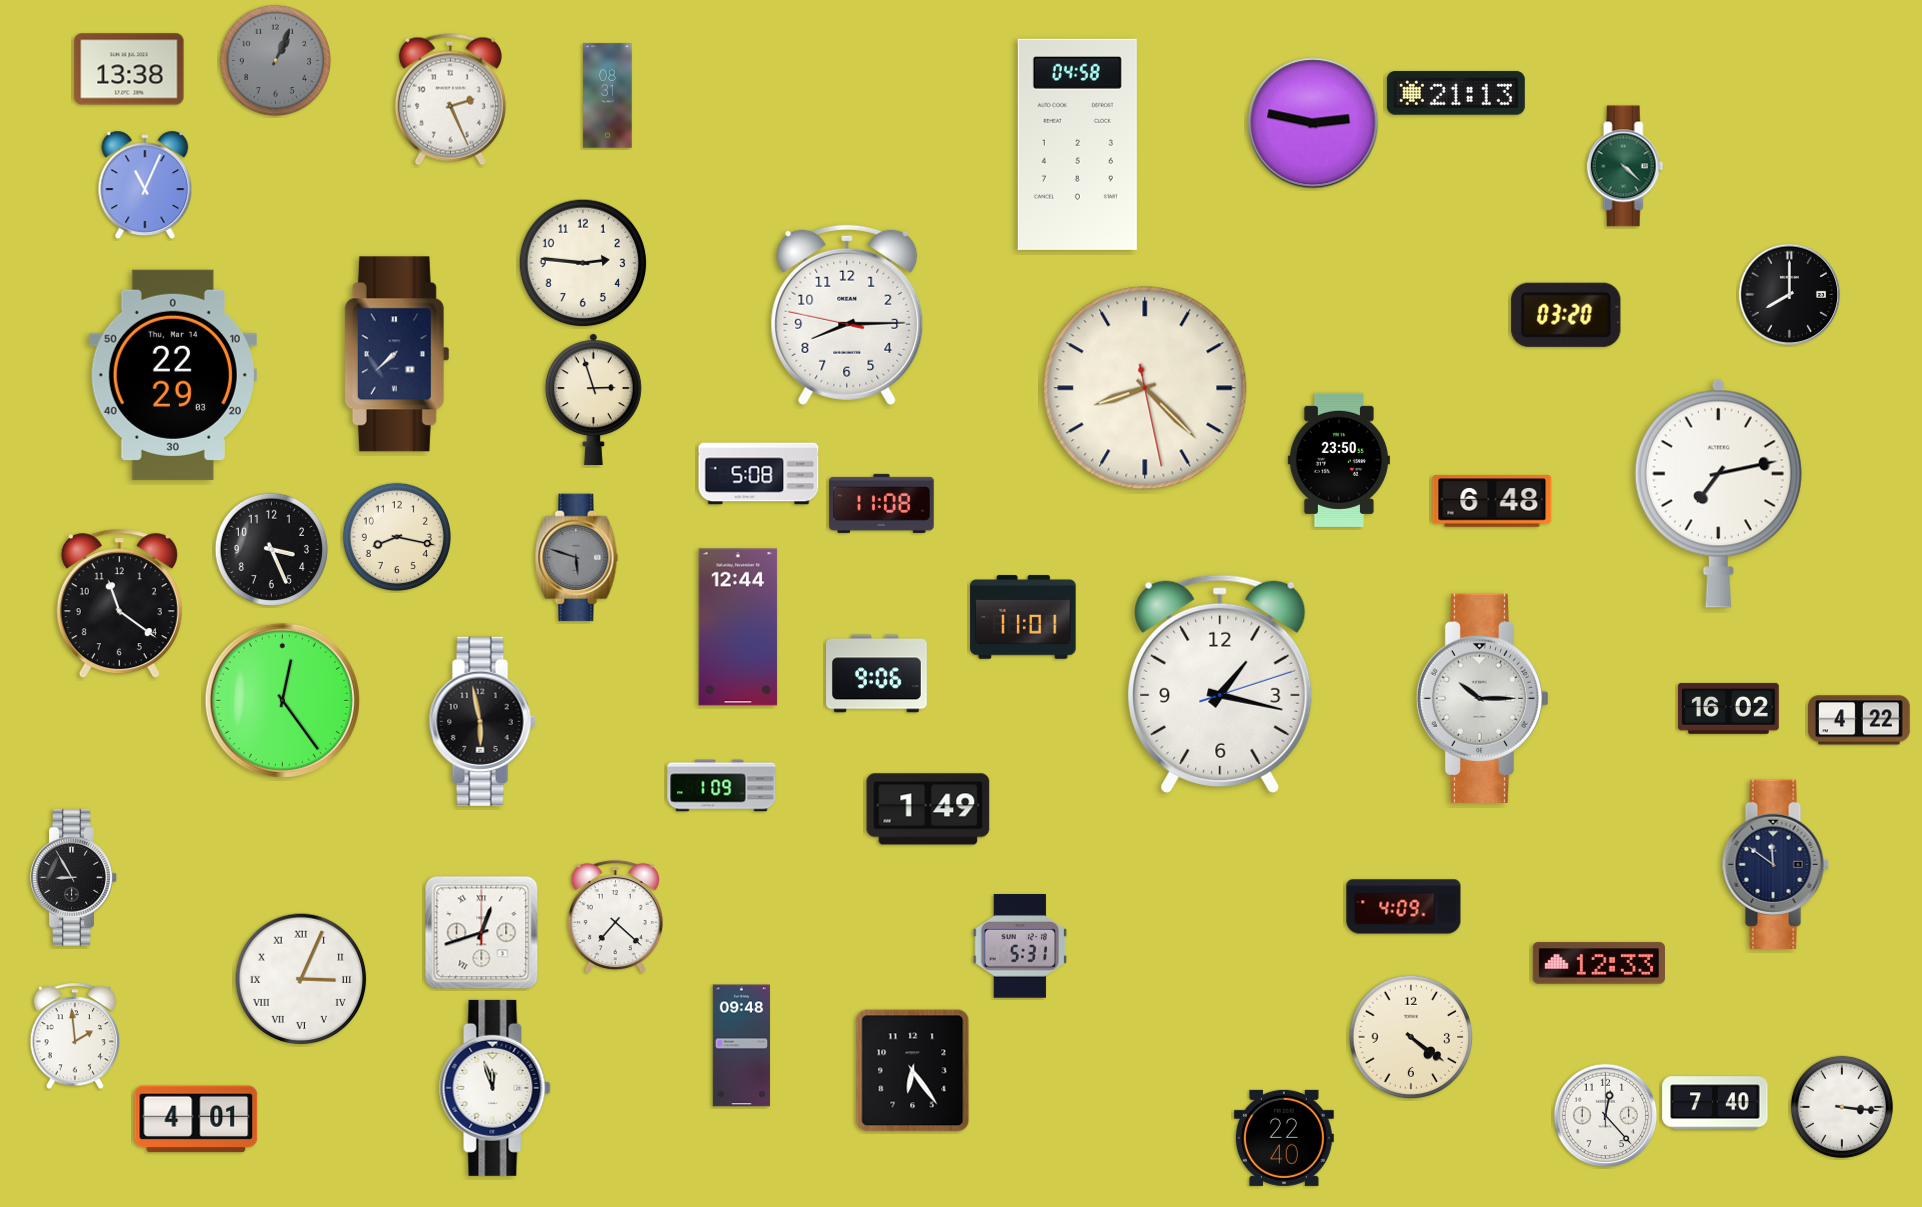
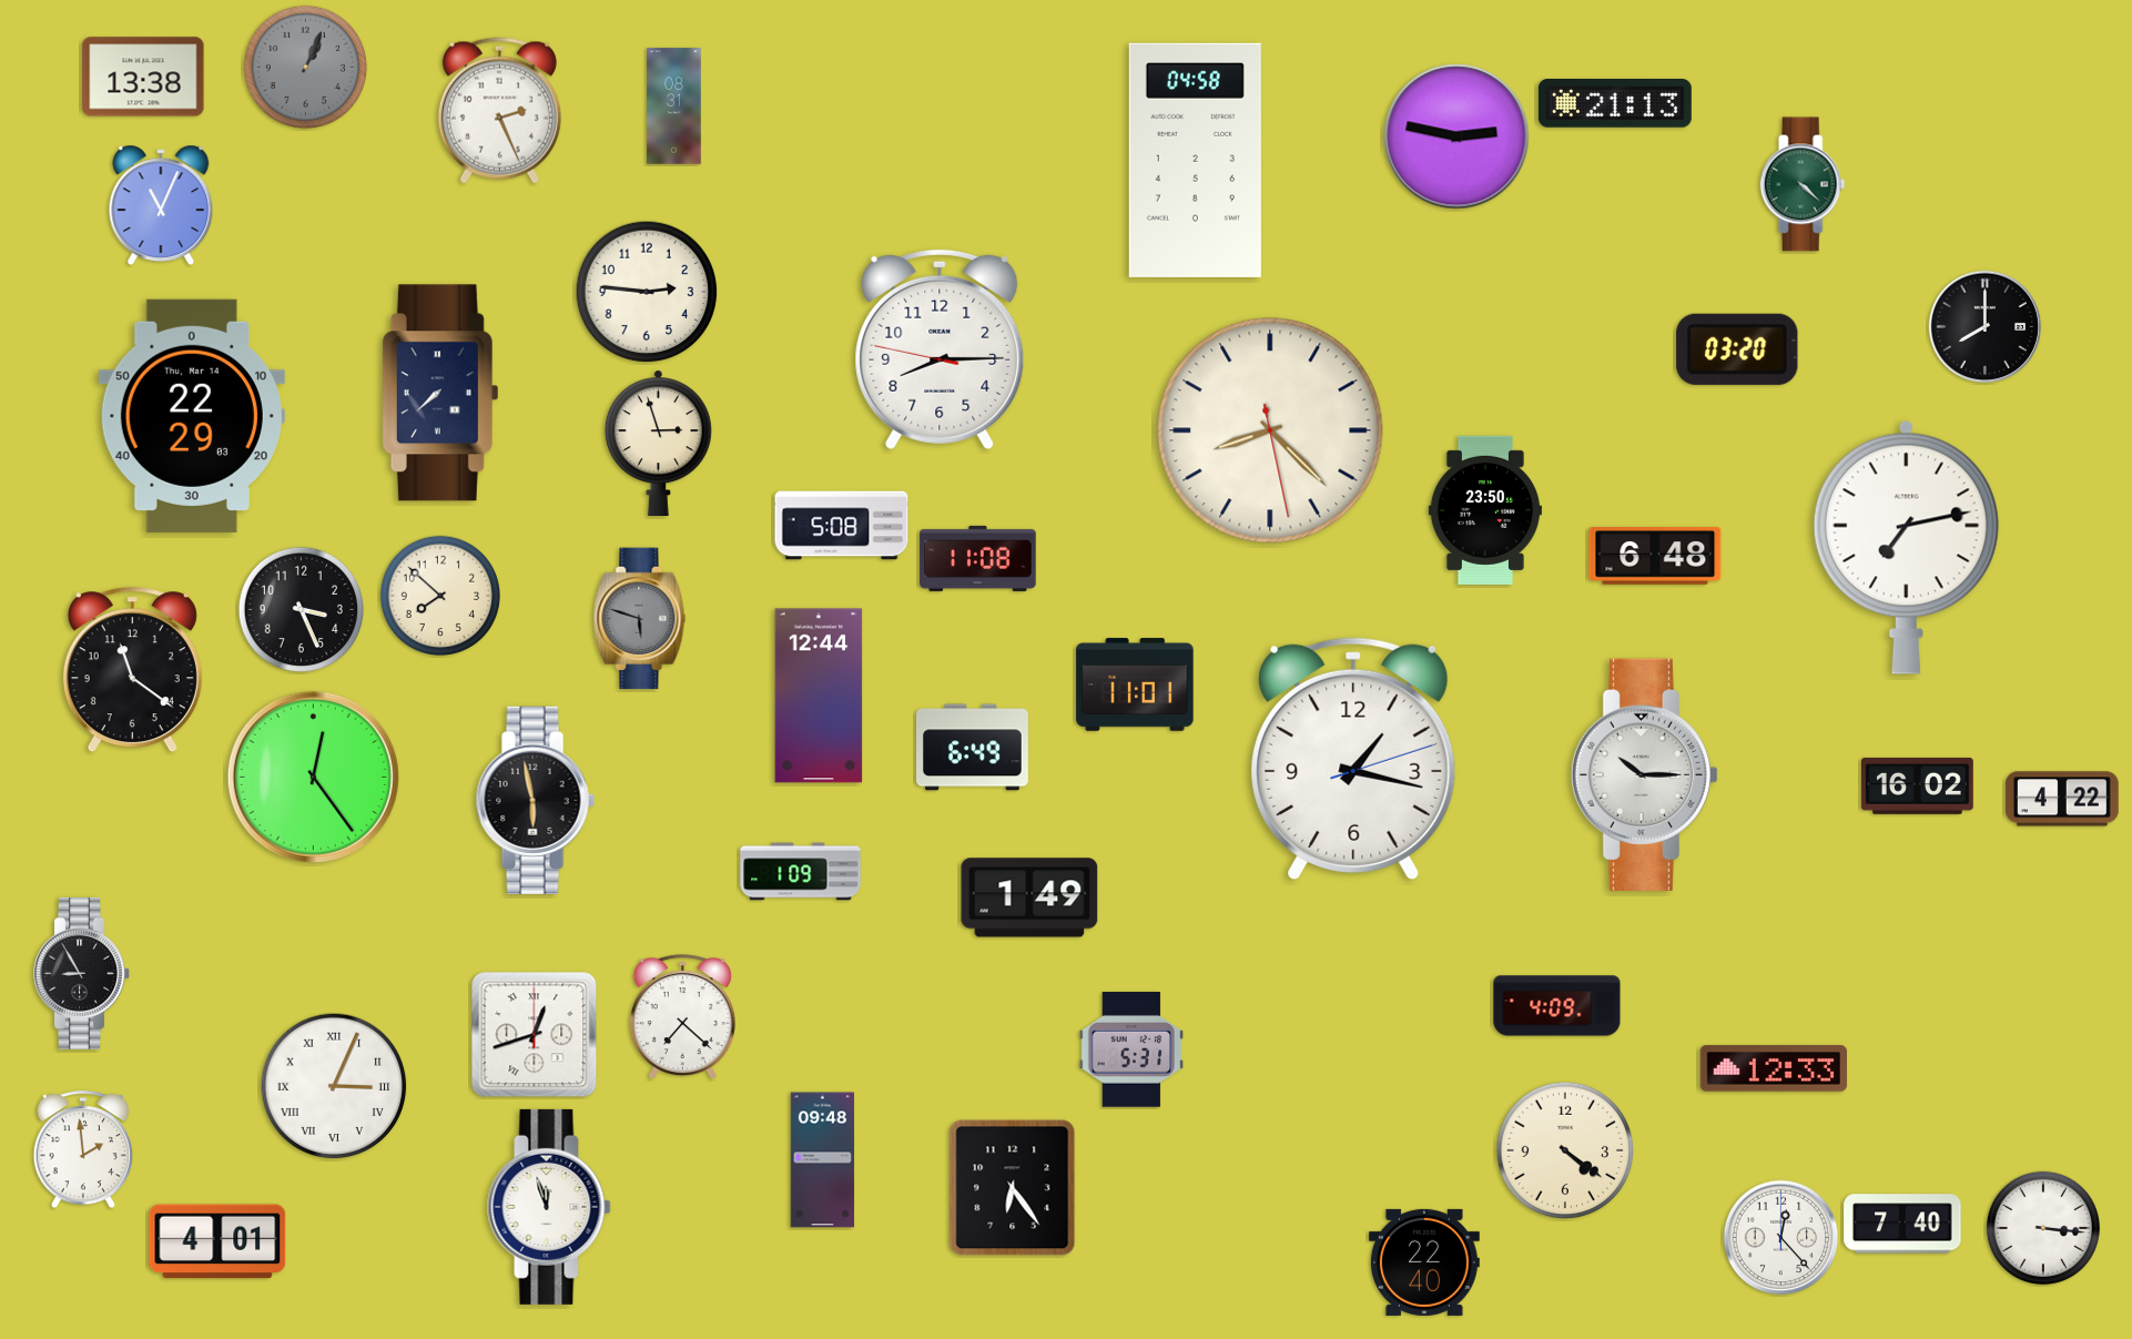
clock at (397, 537): 8:17 -> 7:52
clock at (877, 674): 9:06 -> 6:49
clock at (1775, 864): 11:51 -> none
